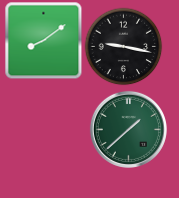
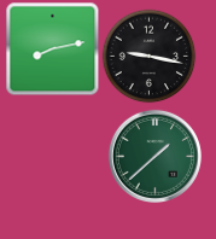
clock at (43, 40): 8:09 -> 8:13
